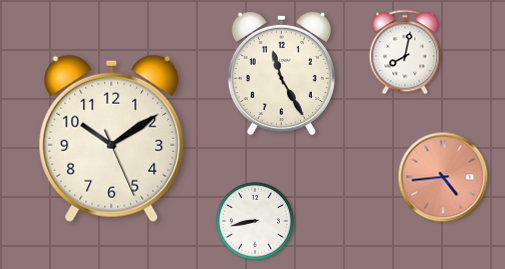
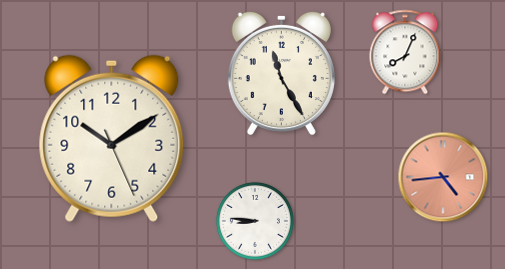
clock at (405, 52): 8:02 -> 8:04
clock at (255, 221): 8:43 -> 8:46
